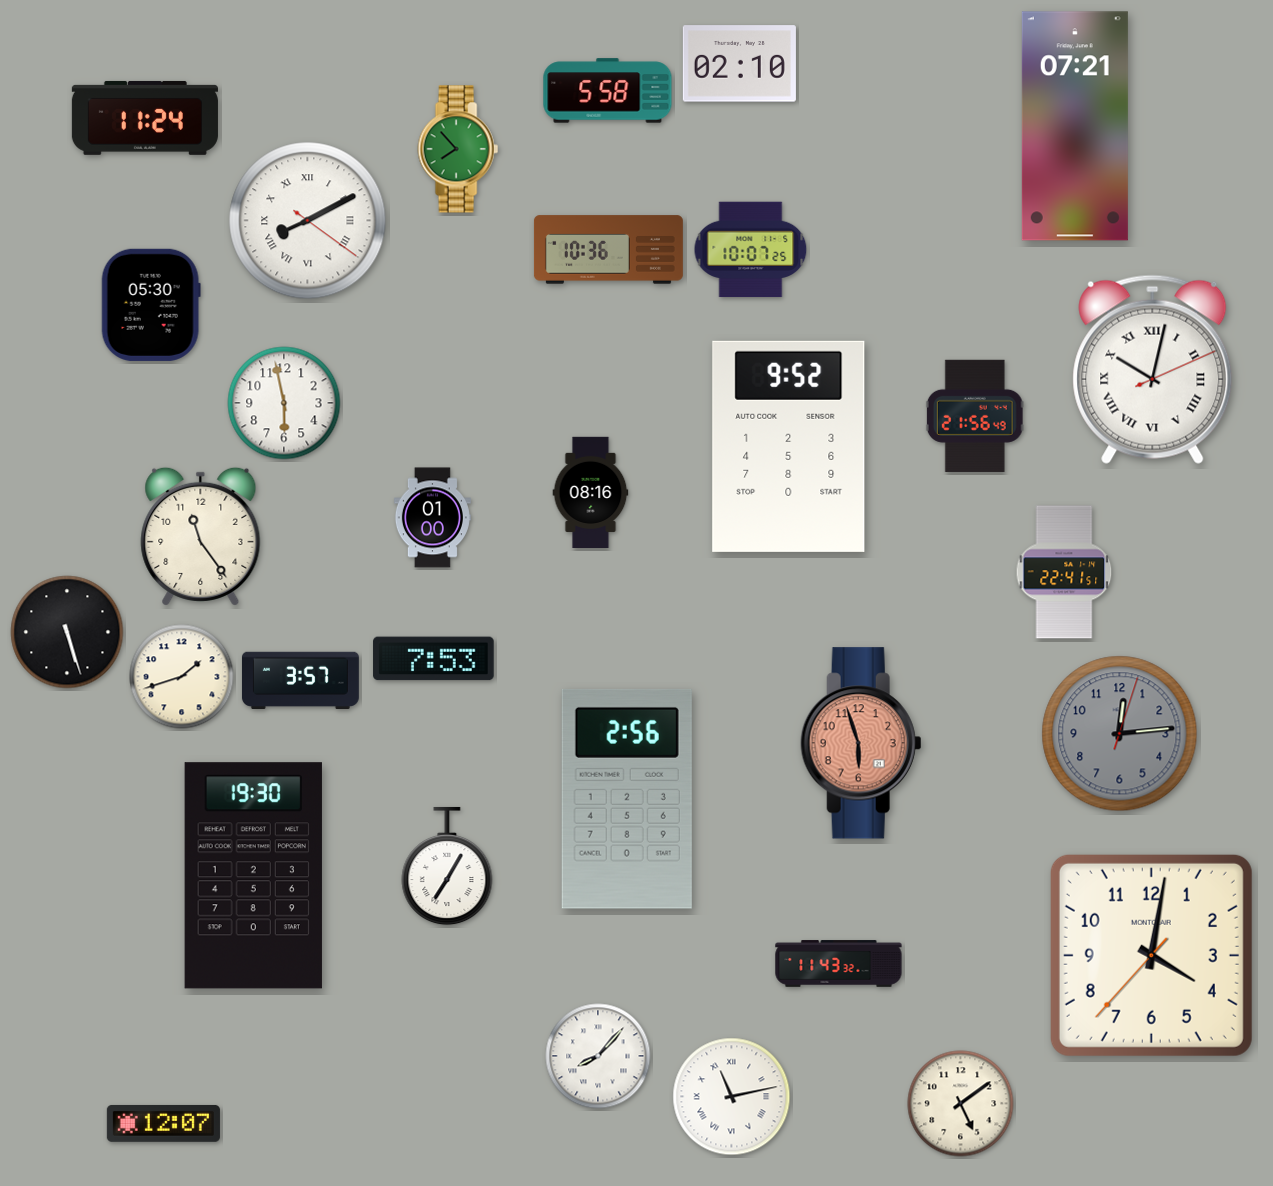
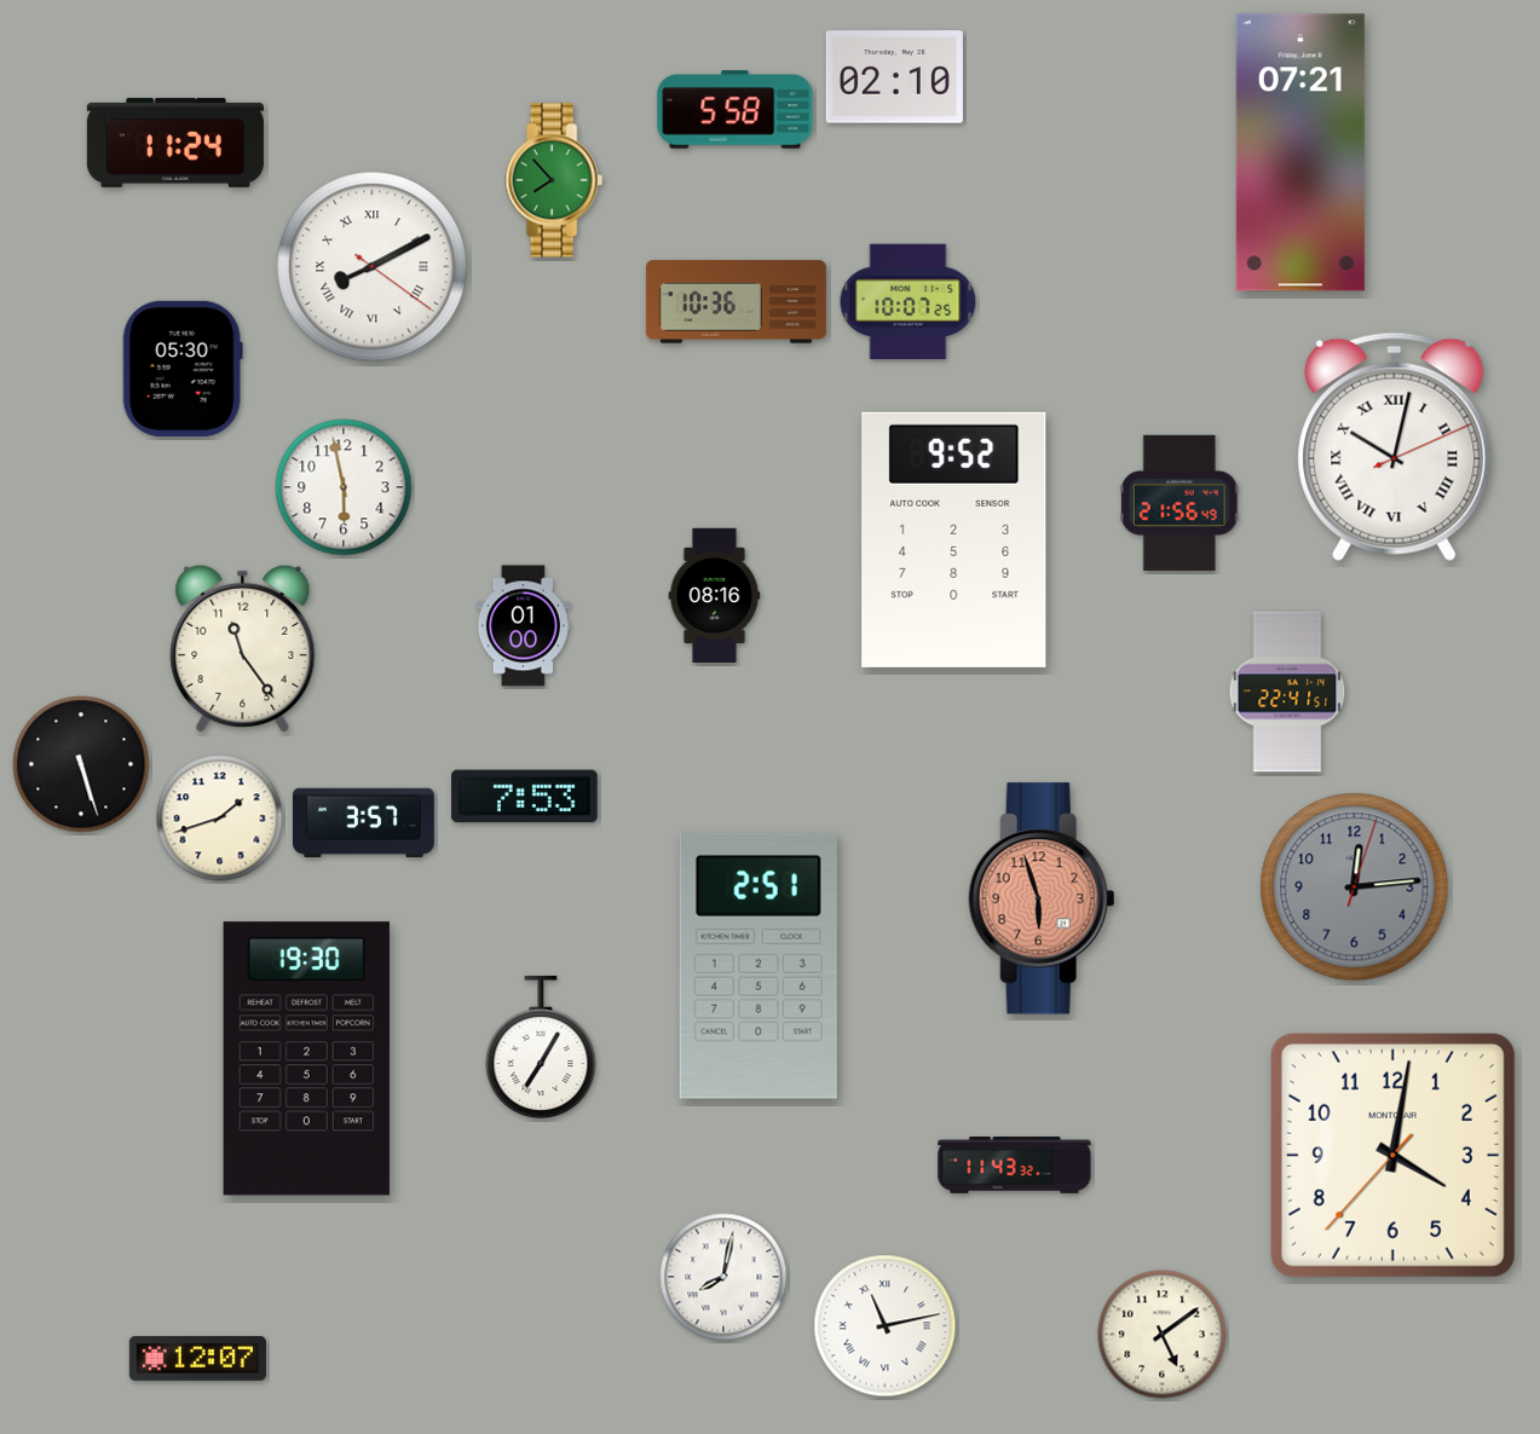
clock at (627, 799): 2:56 -> 2:51
clock at (598, 1056): 8:07 -> 8:02
